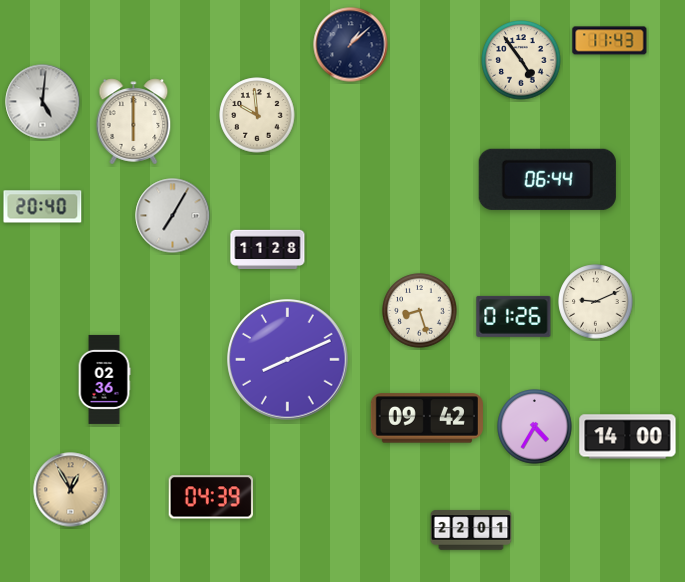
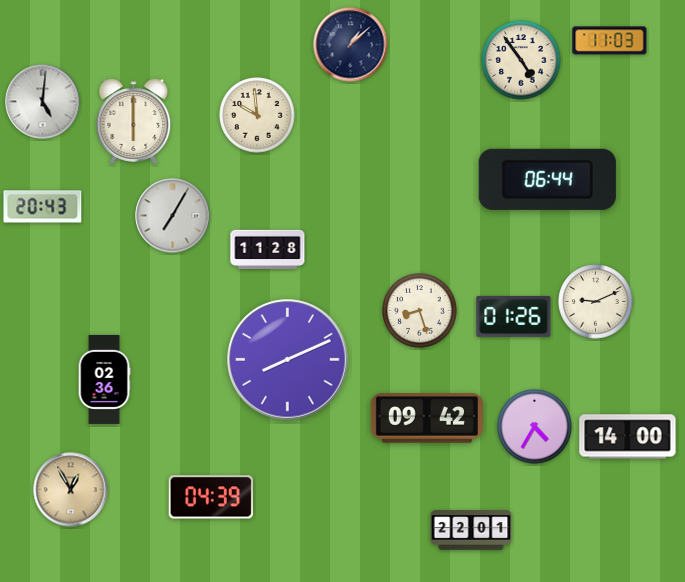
clock at (610, 41): 11:43 -> 11:03
clock at (43, 207): 20:40 -> 20:43
